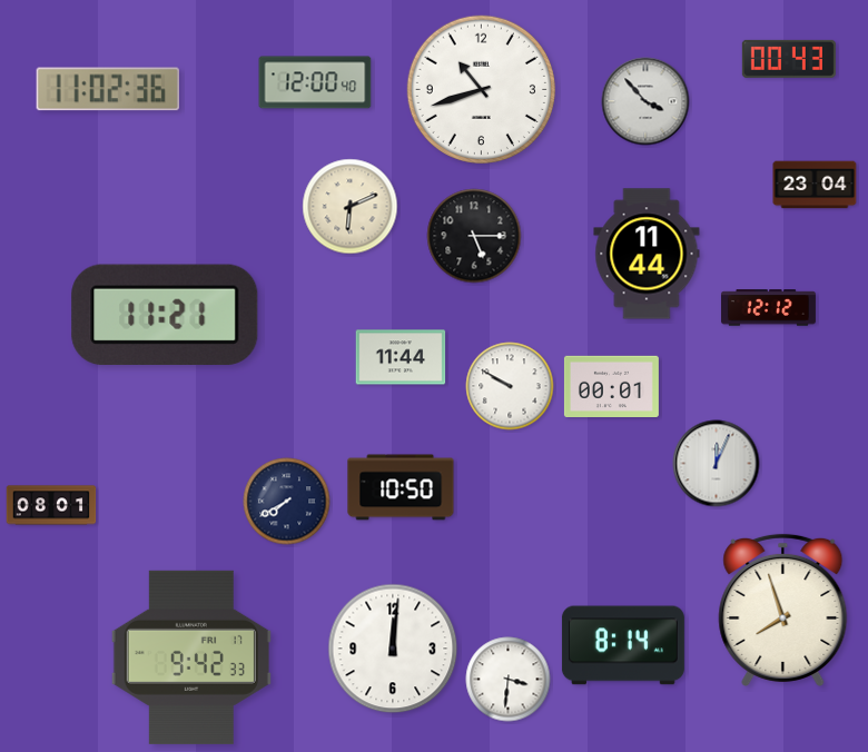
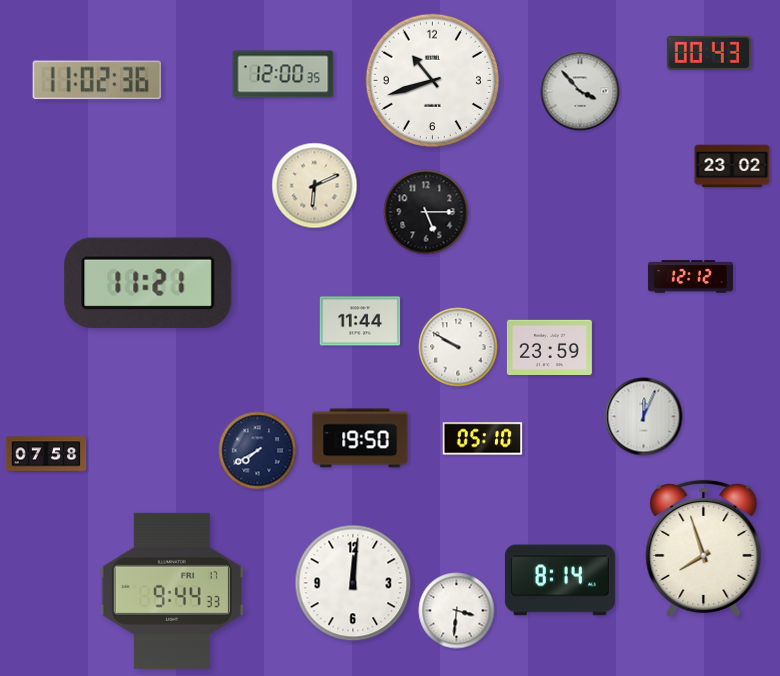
clock at (315, 82): 12:00:40 -> 12:00:35
clock at (815, 185): 23:04 -> 23:02
clock at (647, 254): 11:44 -> none
clock at (611, 386): 00:01 -> 23:59
clock at (401, 487): 10:50 -> 19:50
clock at (483, 439): none -> 05:10
clock at (51, 505): 08:01 -> 07:58
clock at (191, 657): 9:42 -> 9:44
